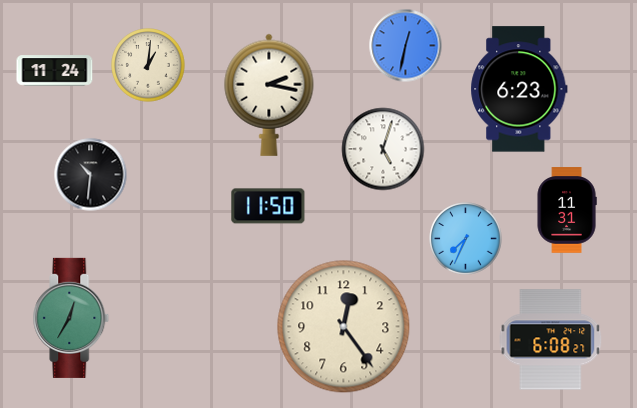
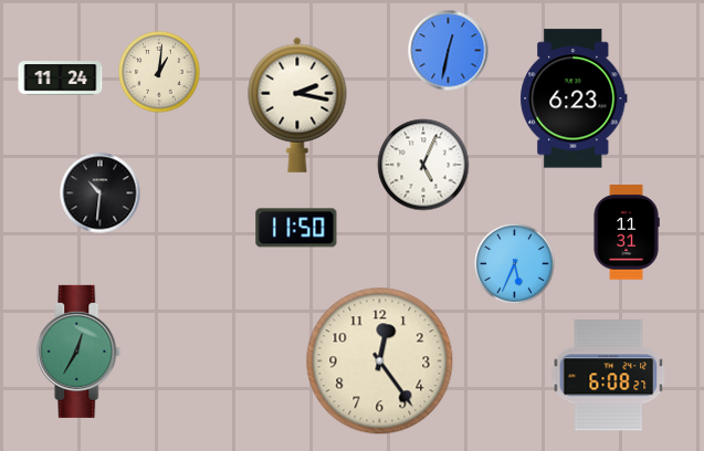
clock at (148, 65) position: (148, 65) -> (159, 72)
clock at (383, 149): 5:03 -> 5:04
clock at (466, 239): 7:34 -> 5:34
